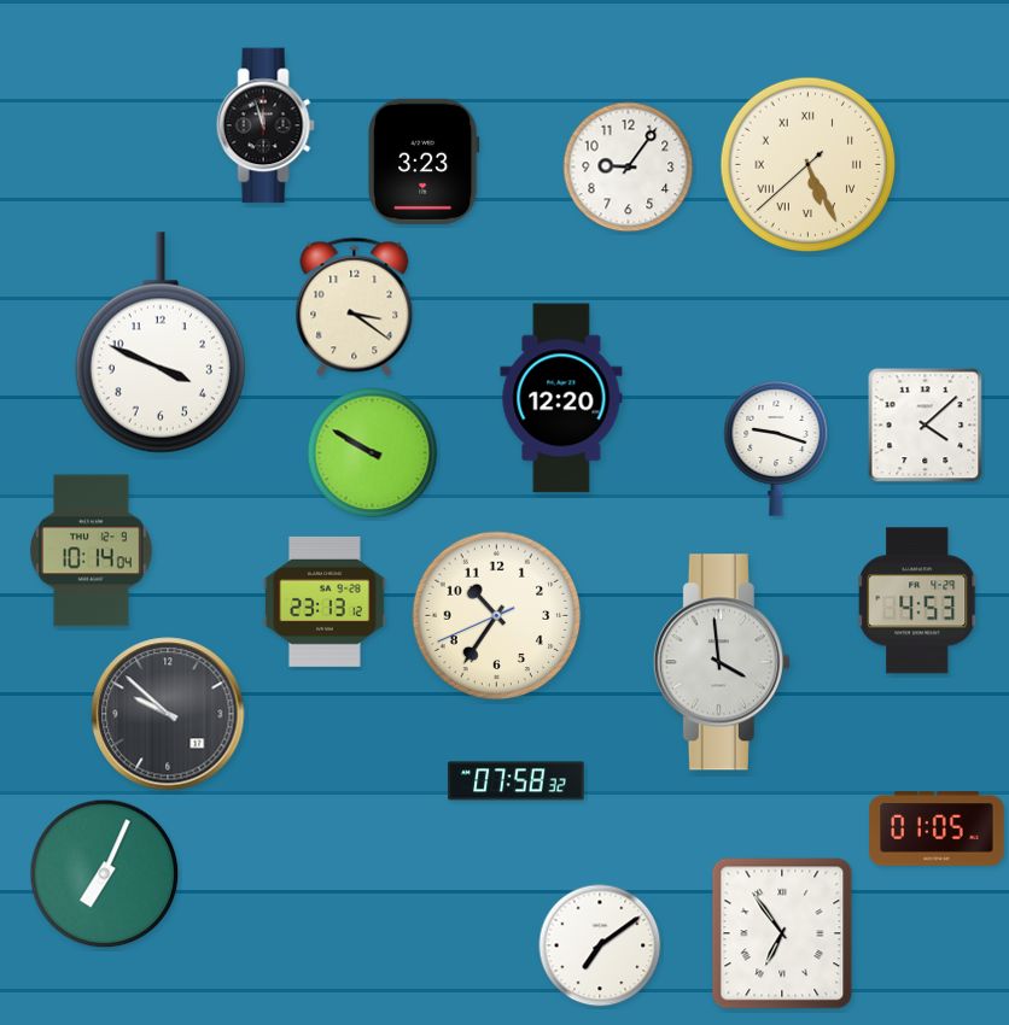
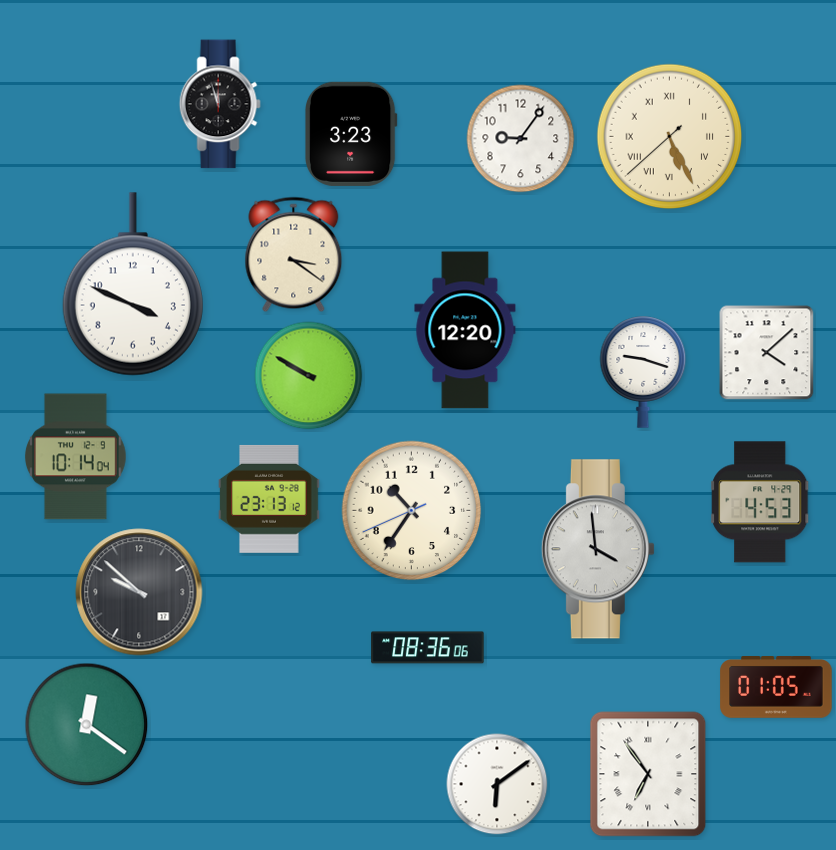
clock at (917, 601) position: (917, 601) -> (760, 502)
clock at (517, 781): 07:58 -> 08:36
clock at (105, 874): 7:04 -> 12:21
clock at (600, 945): 7:09 -> 6:09
